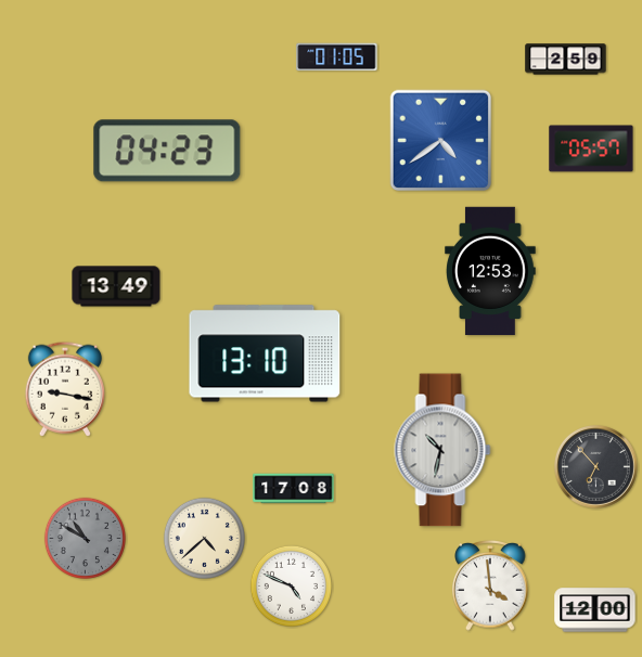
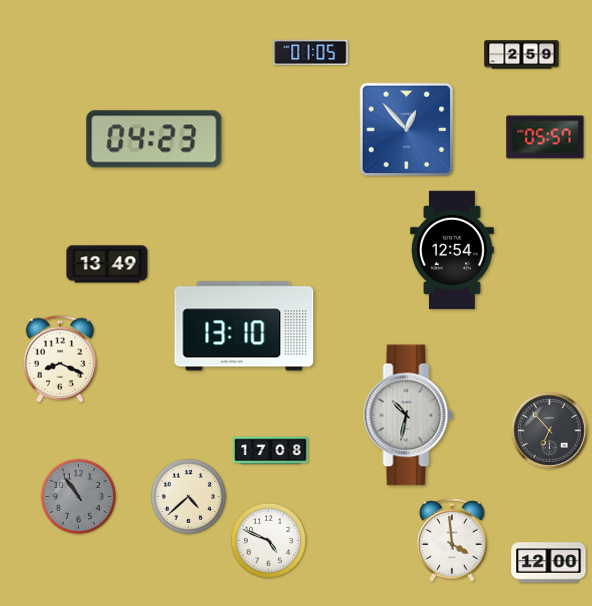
clock at (441, 141): 4:39 -> 12:53
clock at (490, 271): 12:53 -> 12:54
clock at (64, 389): 9:17 -> 8:19
clock at (85, 538): 10:50 -> 10:54
